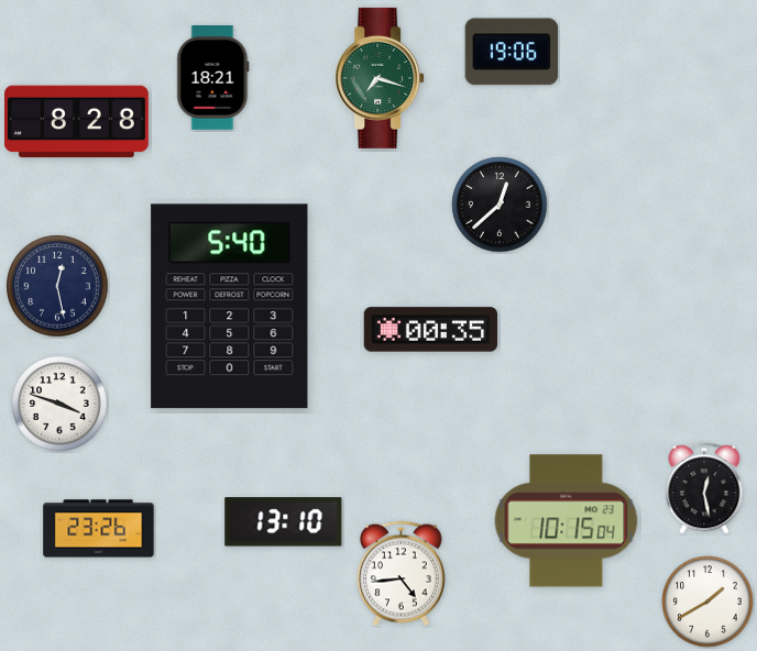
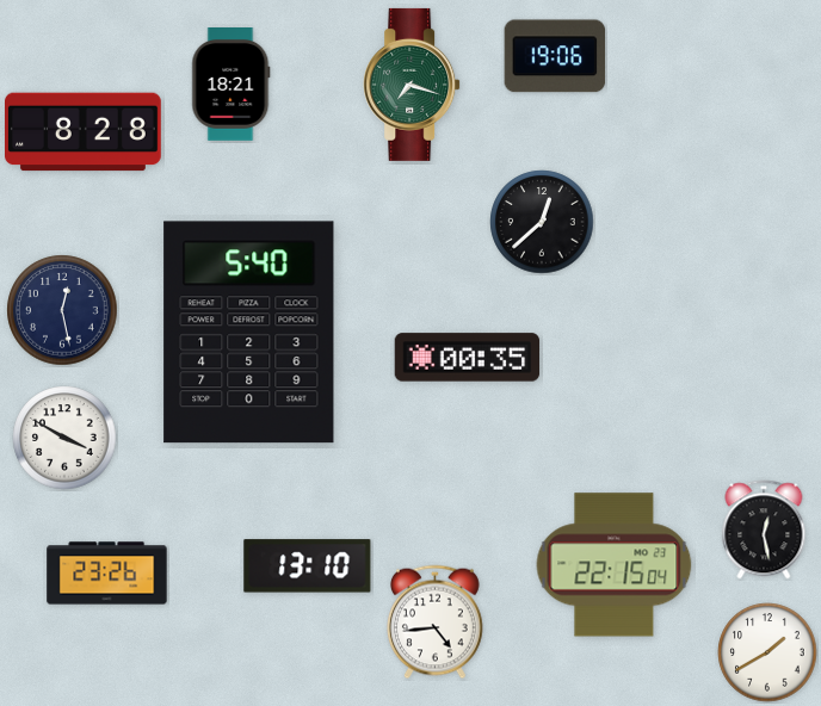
clock at (59, 404): 3:48 -> 3:50
clock at (567, 521): 10:15 -> 22:15
